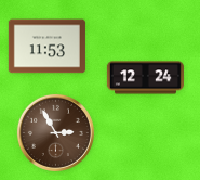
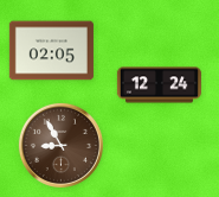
clock at (46, 47): 11:53 -> 02:05
clock at (55, 132): 2:55 -> 8:55
